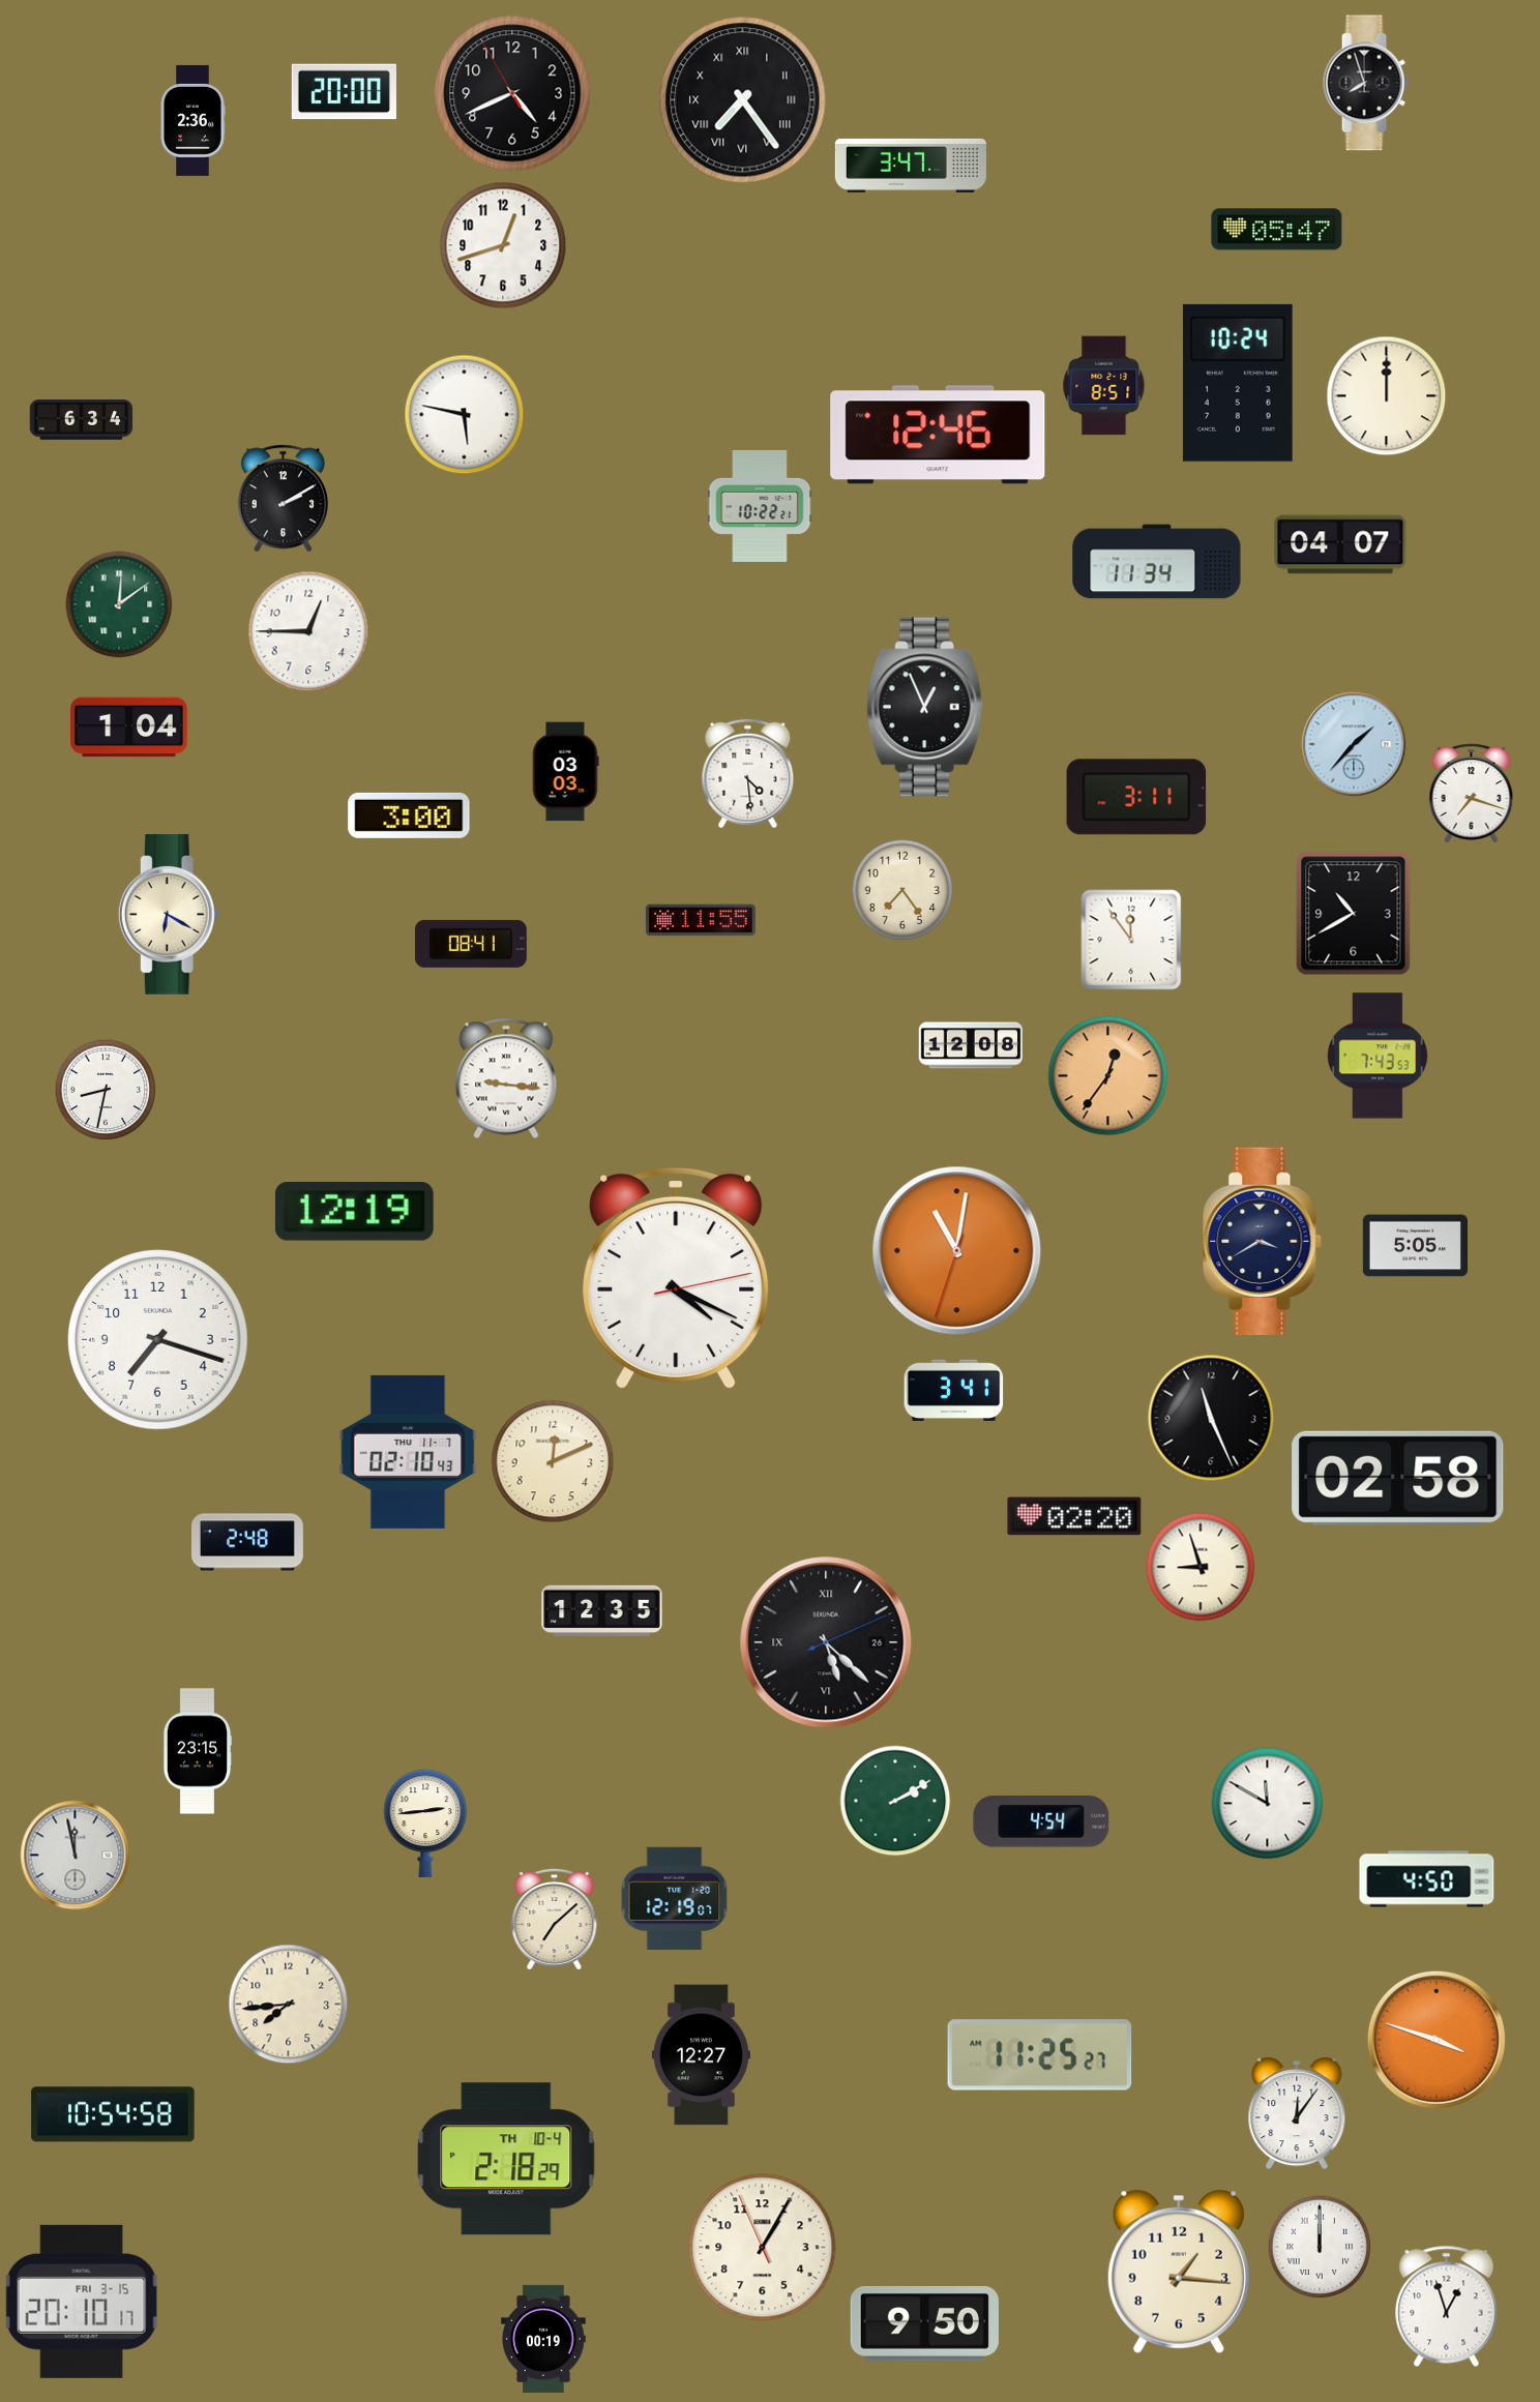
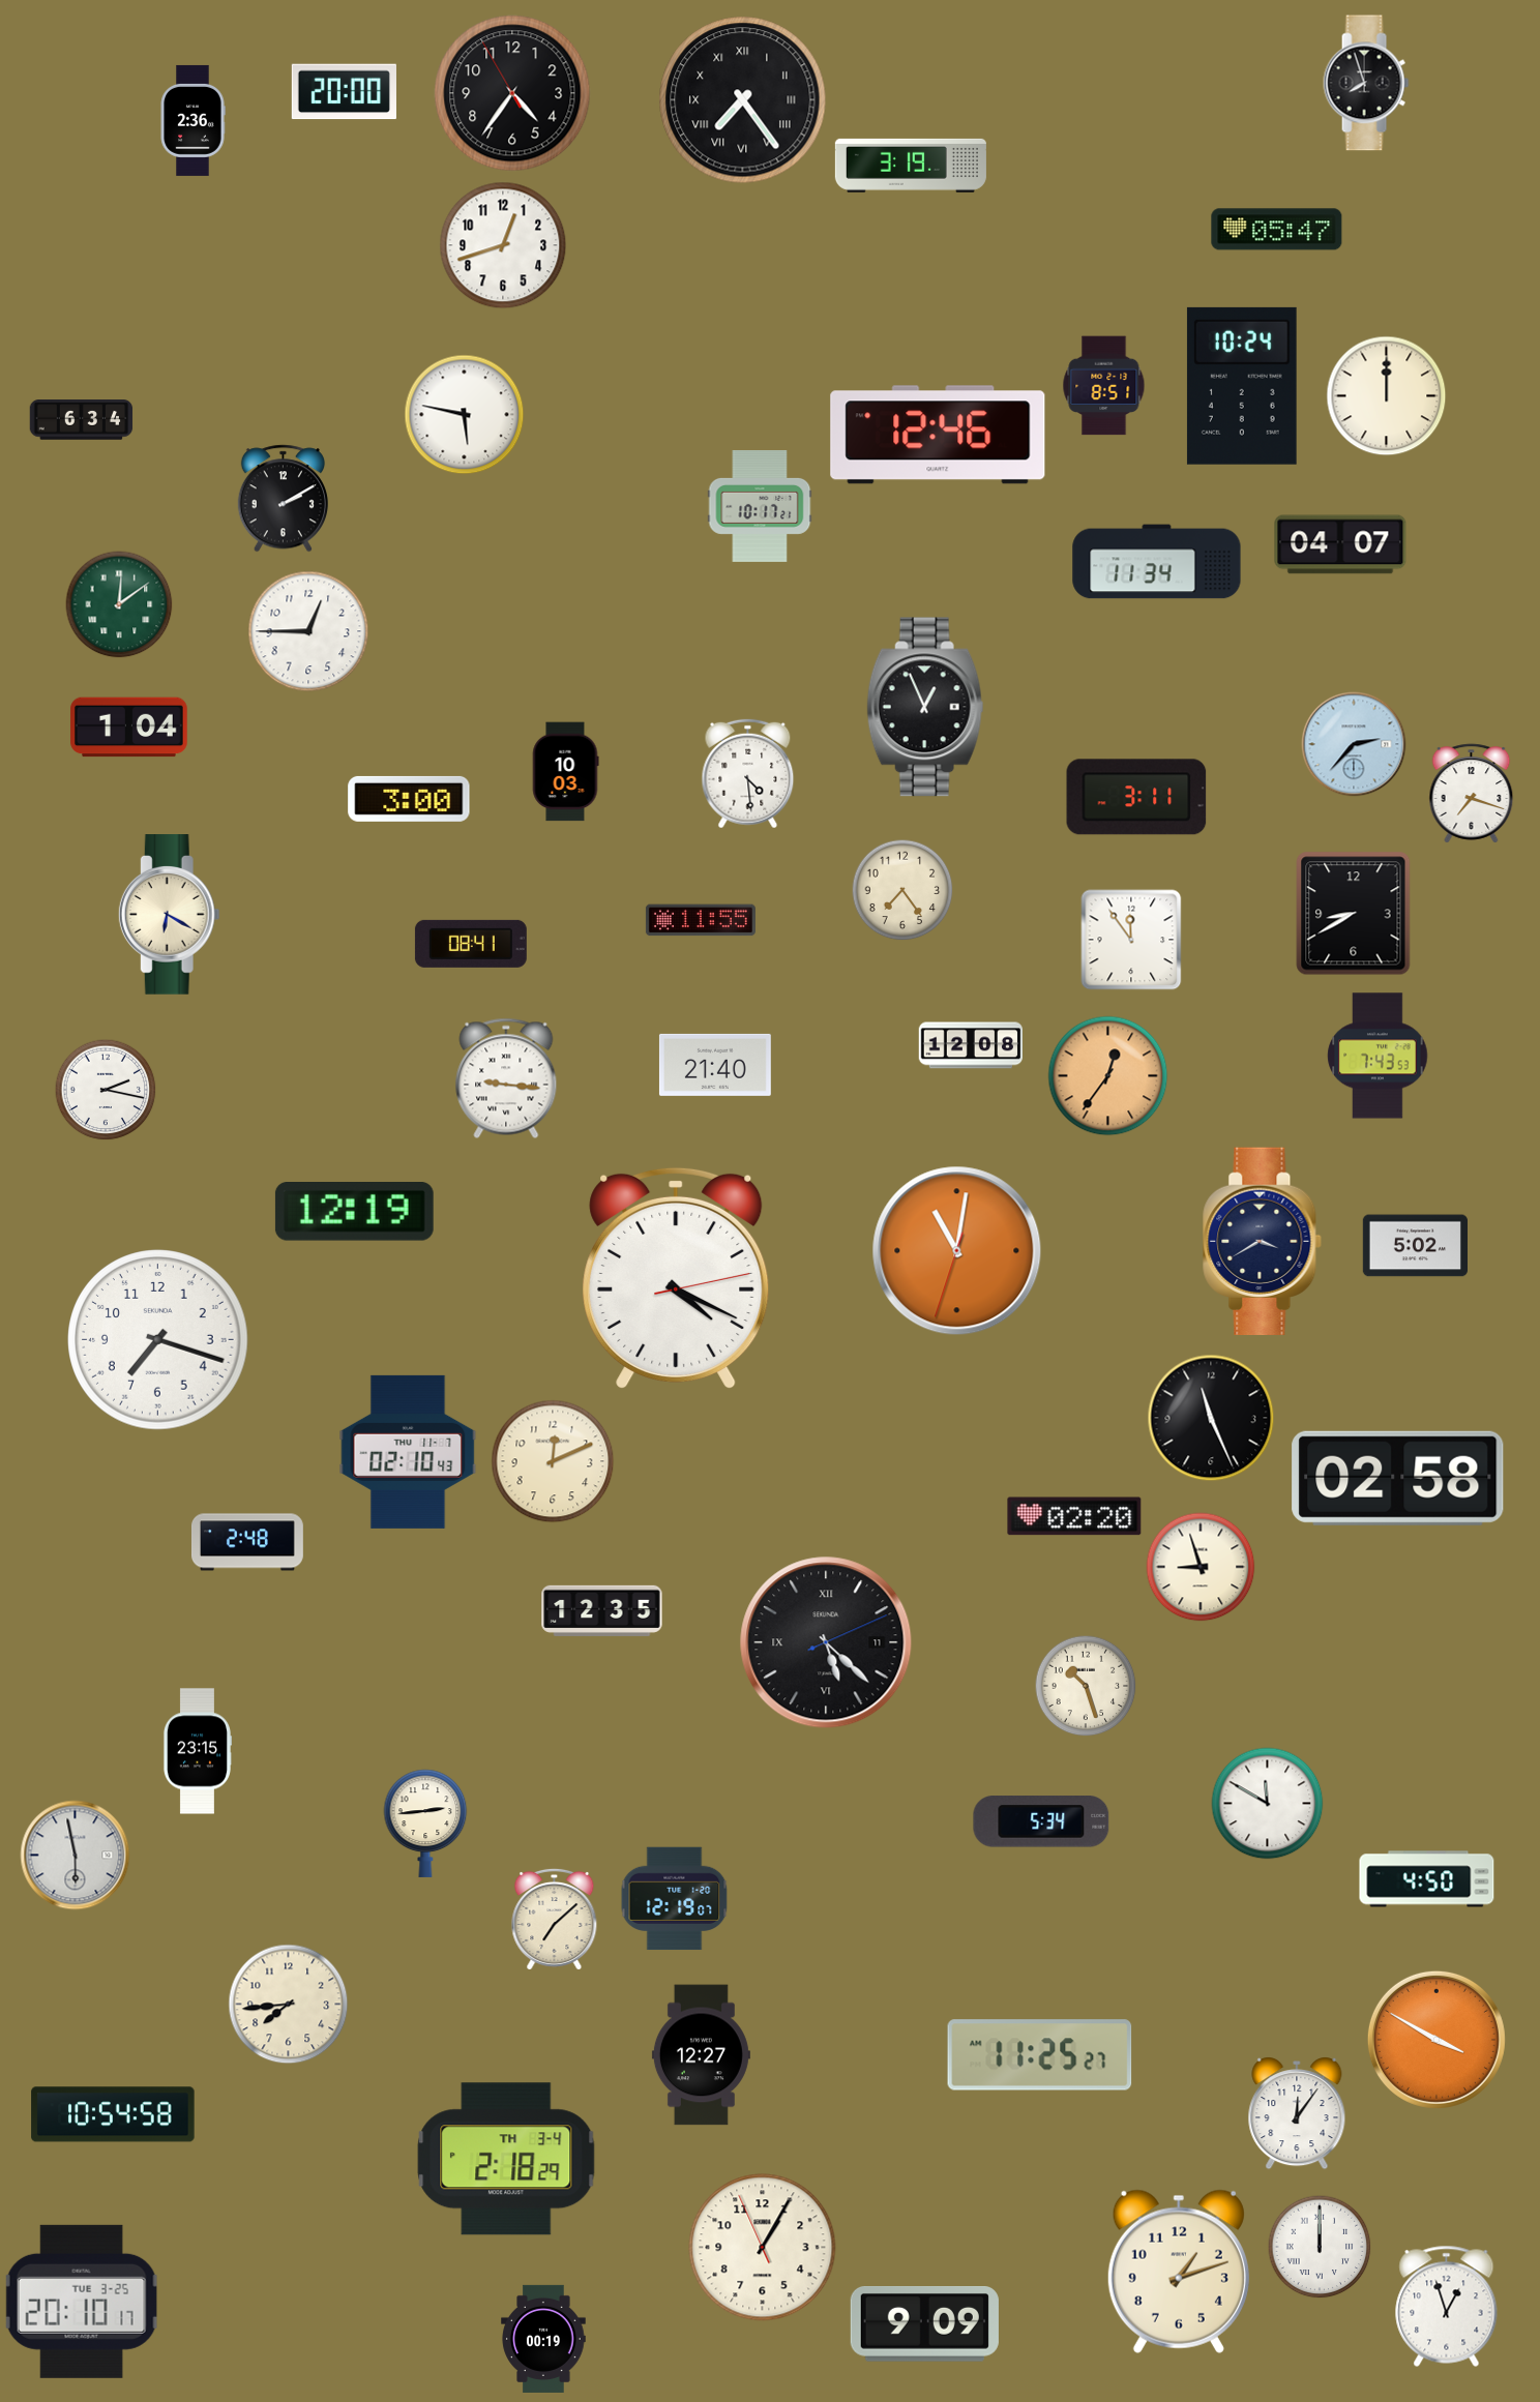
clock at (512, 93): 4:40 -> 4:35
clock at (911, 166): 3:47 -> 3:19
clock at (1238, 383) position: (1238, 383) -> (1242, 386)
clock at (760, 506): 10:22 -> 10:17
clock at (1354, 744): 1:37 -> 2:37
clock at (565, 772): 03:03 -> 10:03
clock at (409, 816) position: (409, 816) -> (409, 799)
clock at (1354, 914): 10:40 -> 8:40
clock at (715, 1065): none -> 21:40
clock at (106, 1090): 8:32 -> 2:17
clock at (1415, 1246): 5:05 -> 5:02
clock at (954, 1390): 3:41 -> none
clock at (826, 1642) date: 26 -> 11
clock at (1086, 1686): none -> 10:27
clock at (895, 1801): 2:10 -> none
clock at (1041, 1821): 4:54 -> 5:34
clock at (76, 1856): 11:58 -> 5:58
clock at (1437, 2040): 3:48 -> 3:50
clock at (506, 2159) date: TH 10-4 -> TH 3-4
clock at (1179, 2272): 1:16 -> 1:12
clock at (82, 2302) date: FRI 3-15 -> TUE 3-25
clock at (924, 2324): 9:50 -> 9:09
